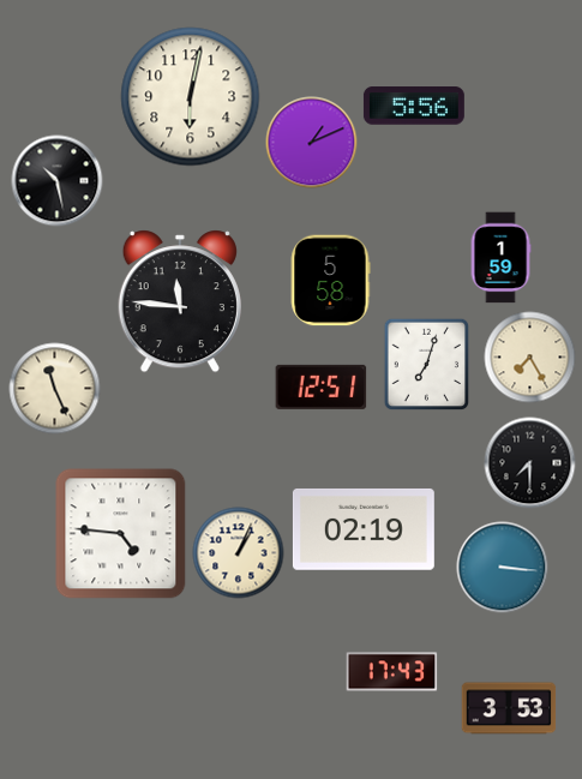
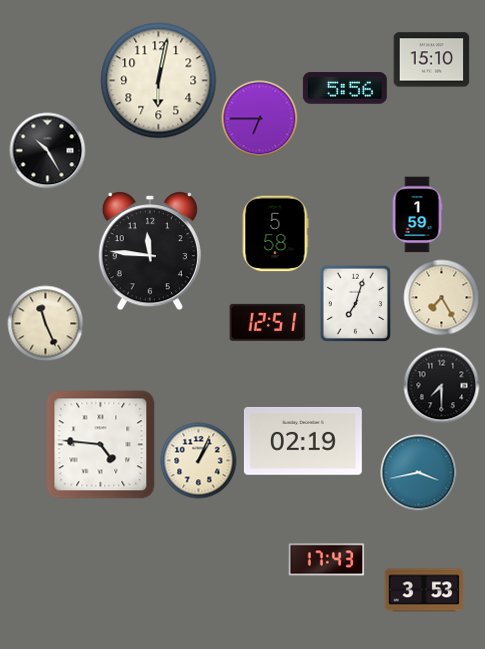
clock at (432, 60): none -> 15:10
clock at (312, 143): 1:11 -> 6:45
clock at (58, 181): 10:28 -> 10:25
clock at (503, 568): 3:16 -> 3:43
